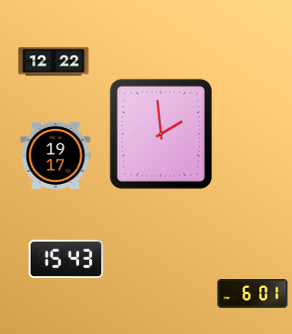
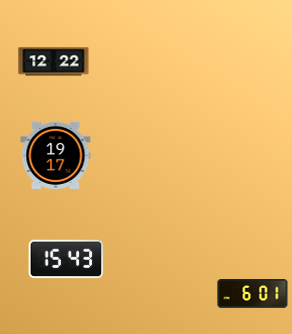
clock at (161, 134): 1:59 -> none
